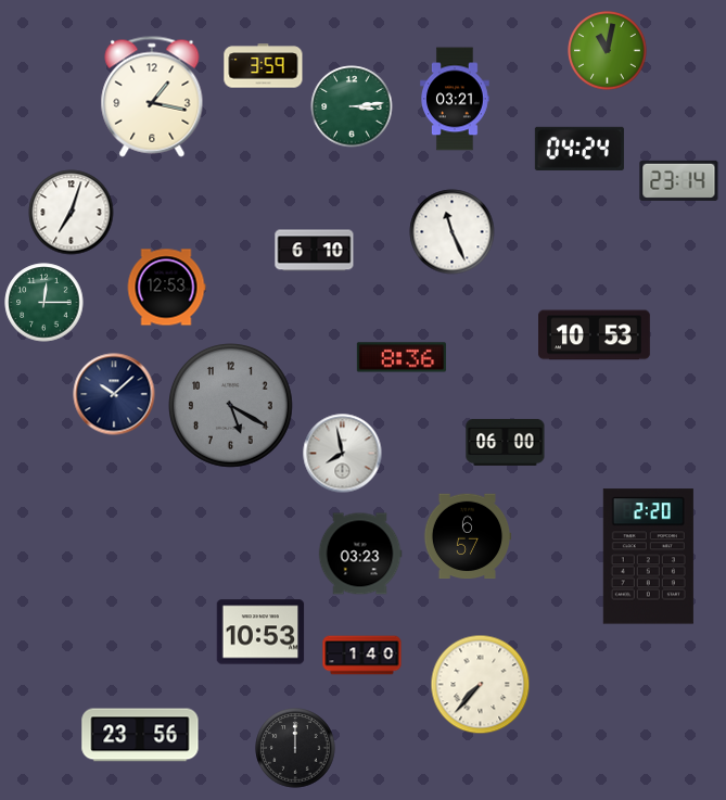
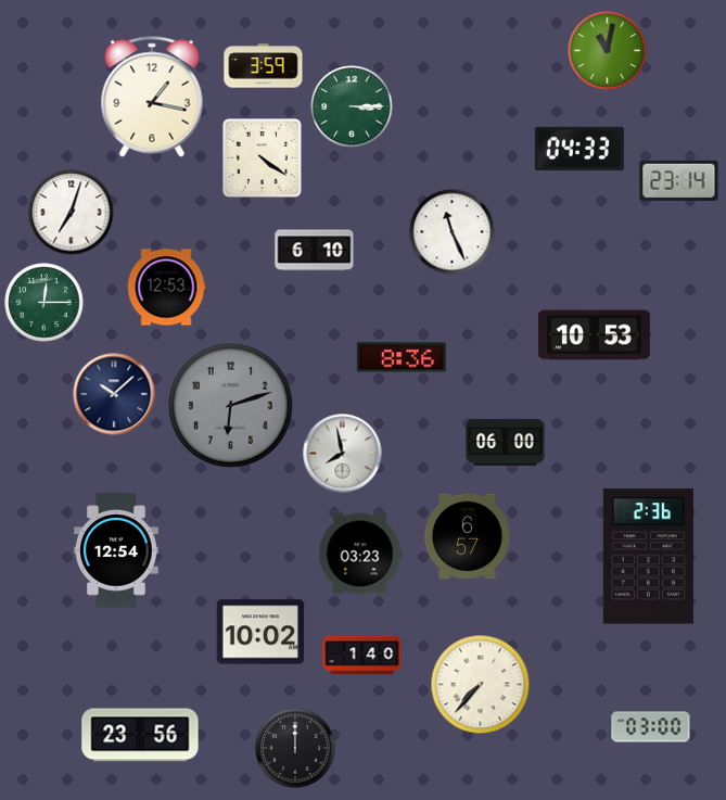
clock at (456, 99): 03:21 -> none
clock at (352, 106): 3:14 -> 3:15
clock at (579, 149): 04:24 -> 04:33
clock at (263, 158): none -> 4:21
clock at (231, 406): 5:20 -> 6:12
clock at (117, 550): none -> 12:54
clock at (648, 557): 2:20 -> 2:36
clock at (260, 632): 10:53 -> 10:02
clock at (651, 727): none -> 03:00
